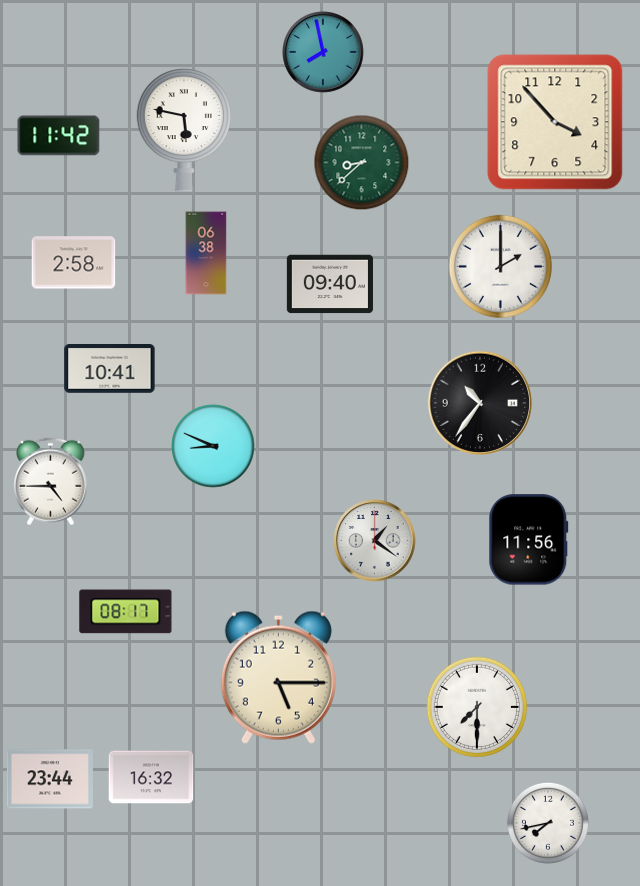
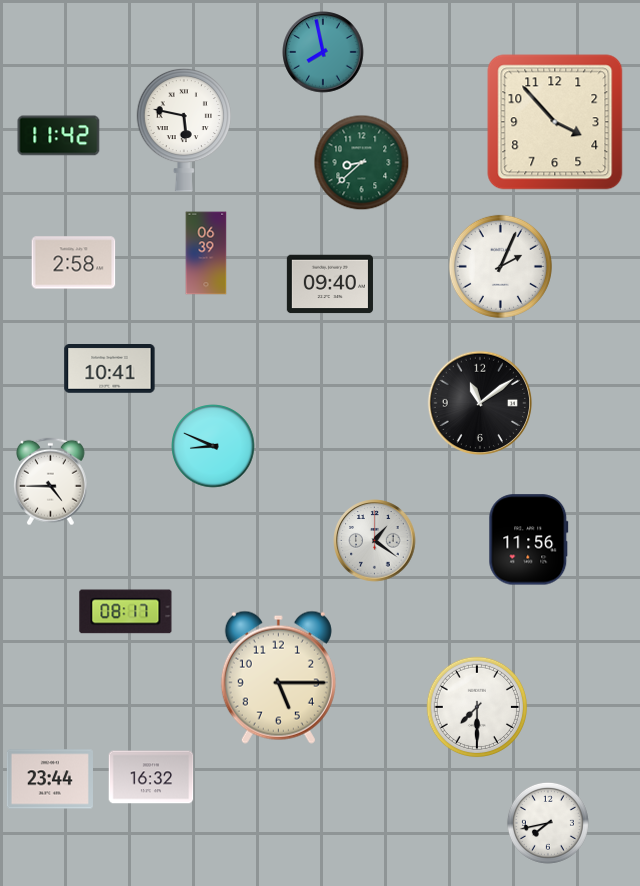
clock at (206, 253): 06:38 -> 06:39
clock at (500, 266): 2:00 -> 2:04
clock at (480, 403): 10:36 -> 11:09
